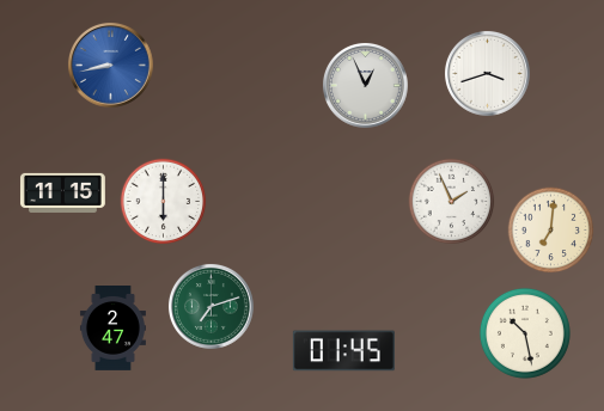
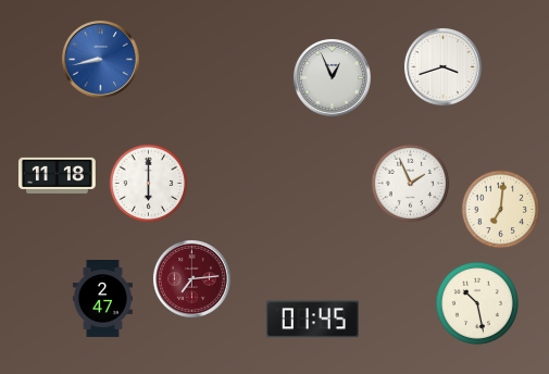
clock at (62, 192): 11:15 -> 11:18
clock at (211, 306): 7:12 -> 7:14
clock at (211, 306) dial: green -> burgundy
